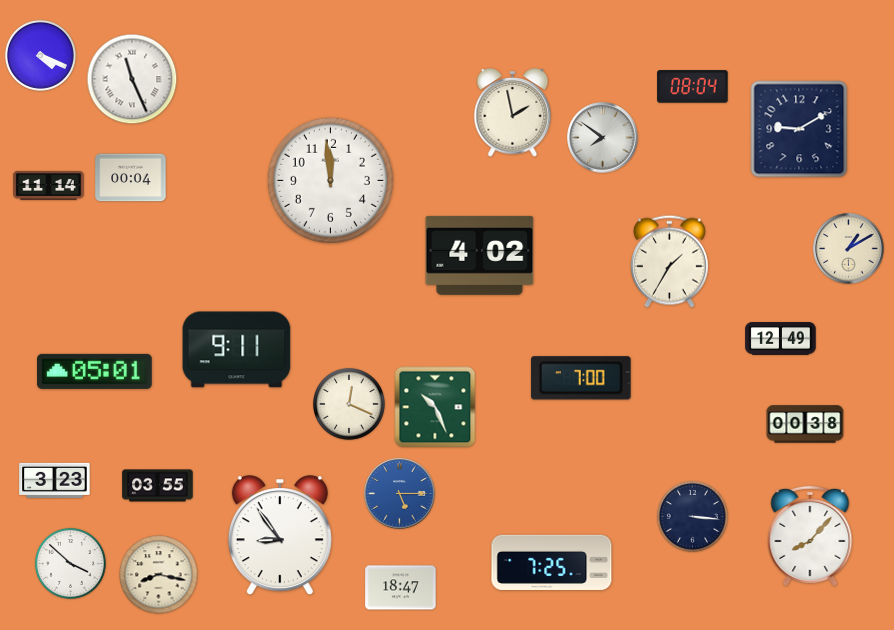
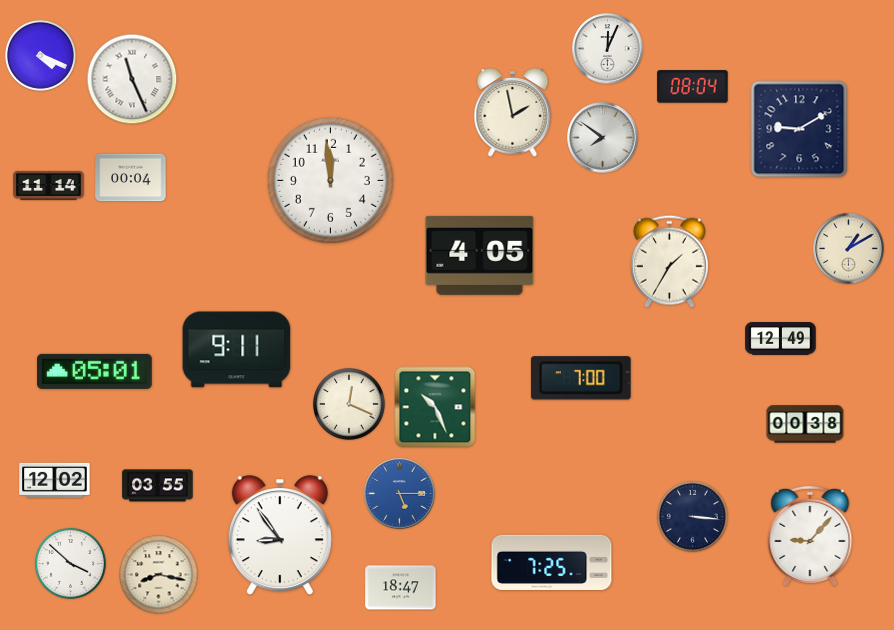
clock at (608, 49): none -> 12:04
clock at (480, 255): 4:02 -> 4:05
clock at (55, 480): 3:23 -> 12:02
clock at (810, 536): 8:07 -> 9:07
